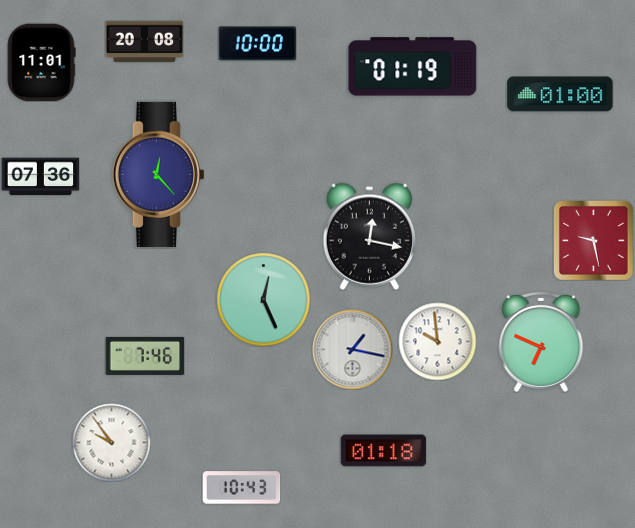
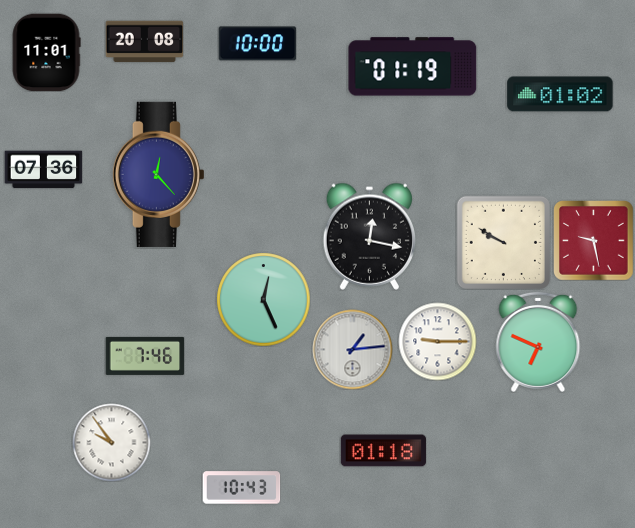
clock at (41, 62) position: (41, 62) -> (46, 52)
clock at (560, 94): 01:00 -> 01:02
clock at (40, 177) position: (40, 177) -> (43, 170)
clock at (503, 242): none -> 9:50
clock at (437, 341): 9:59 -> 9:15
clock at (541, 342) position: (541, 342) -> (538, 342)
clock at (352, 349): 1:17 -> 1:14
